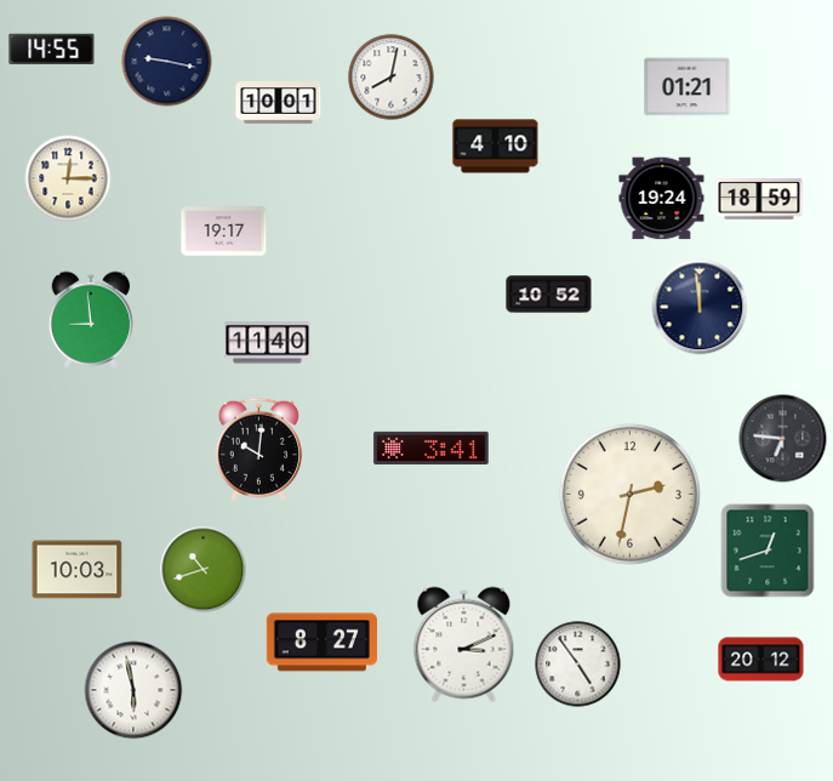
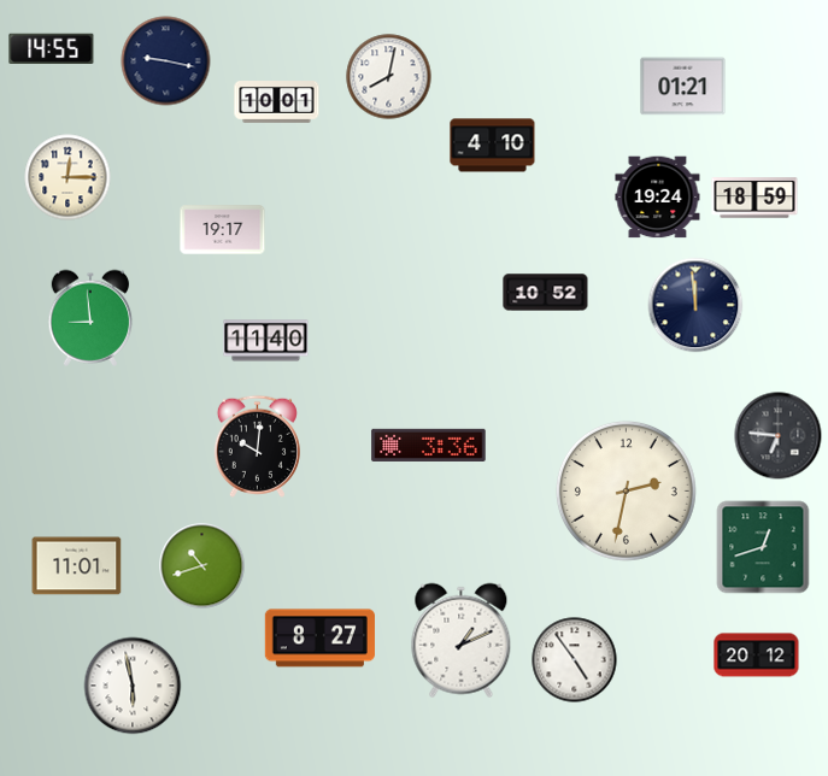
clock at (432, 447): 3:41 -> 3:36
clock at (78, 570): 10:03 -> 11:01
clock at (464, 645): 3:11 -> 1:11
